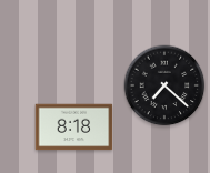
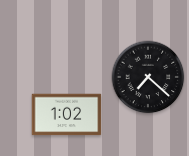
clock at (74, 128): 8:18 -> 1:02
